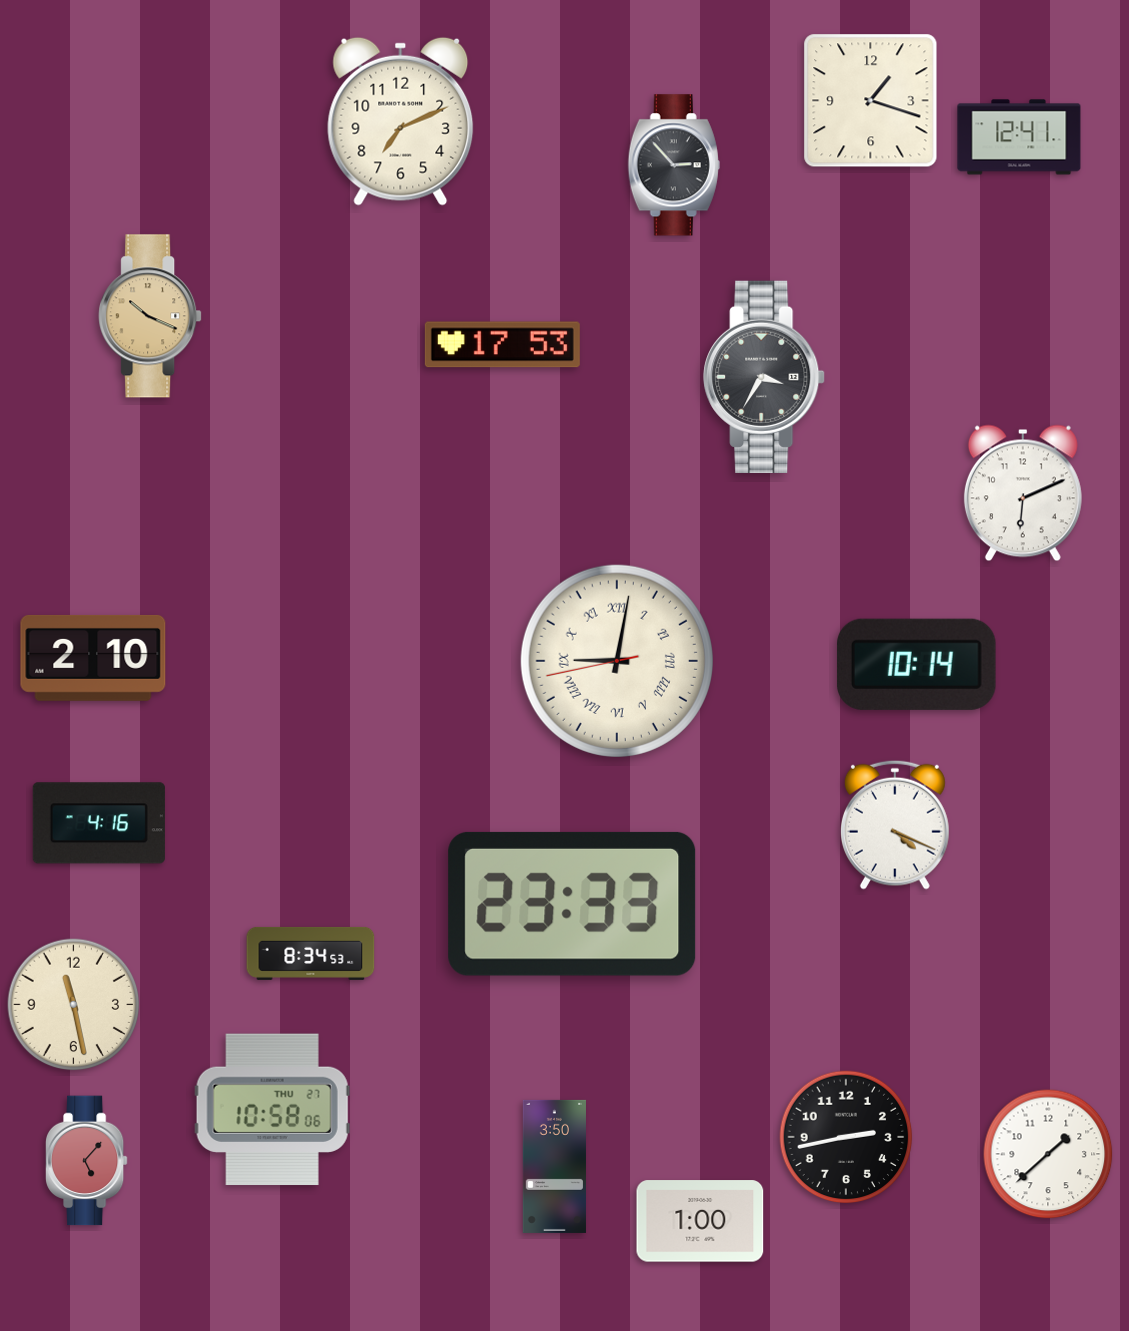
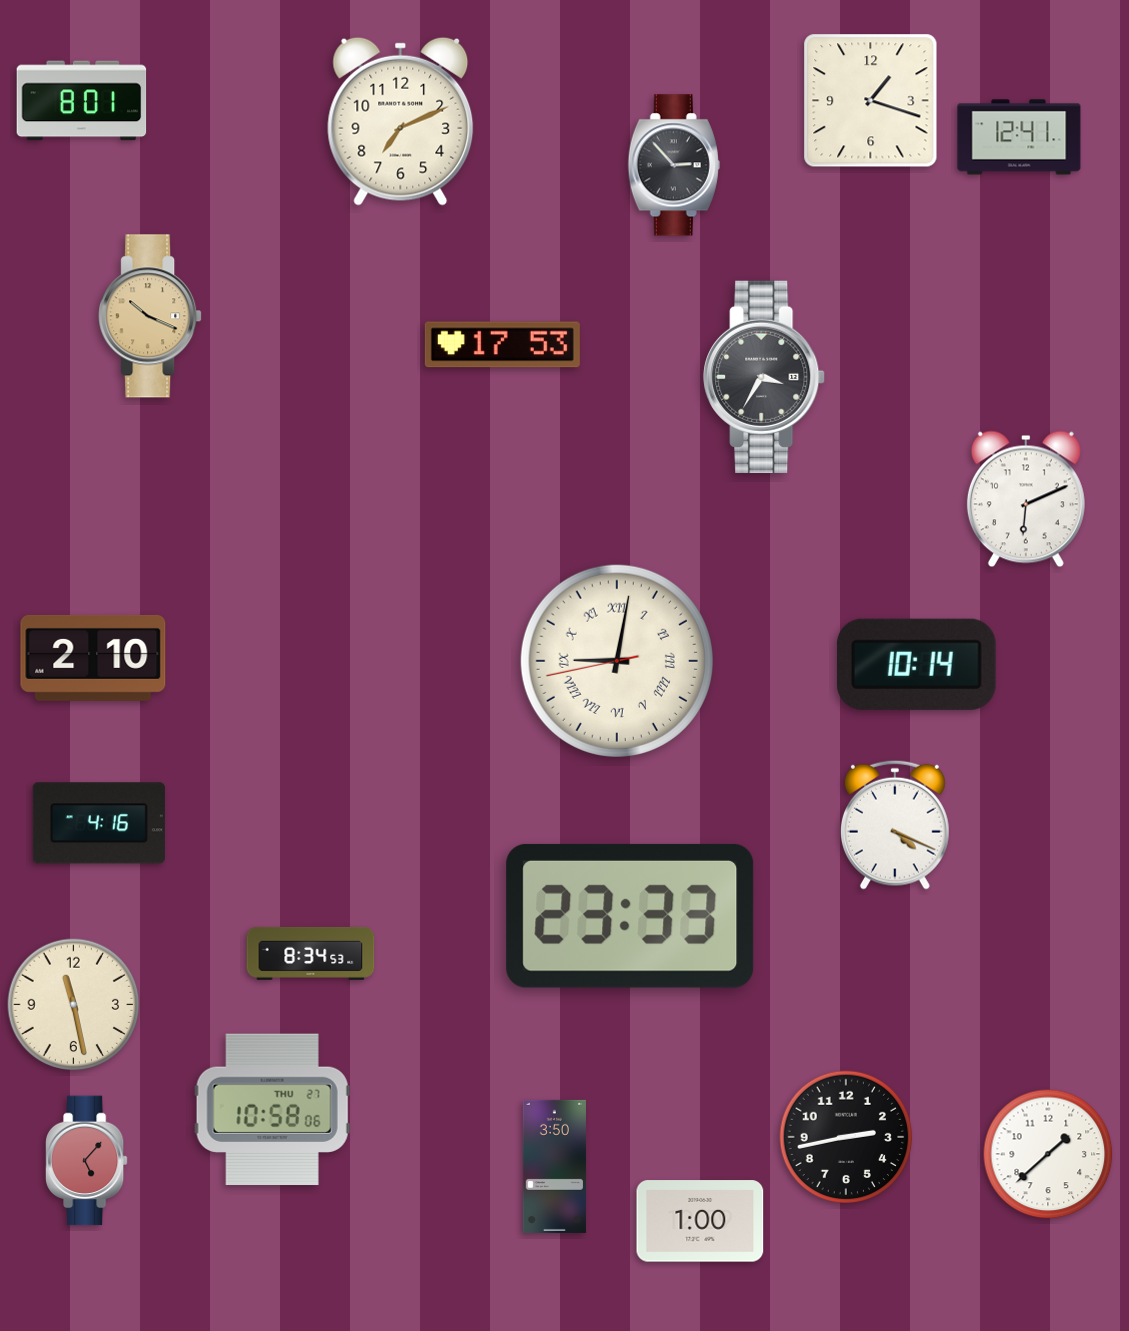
clock at (82, 101): none -> 8:01
clock at (1023, 493) position: (1023, 493) -> (1026, 499)
clock at (572, 904) position: (572, 904) -> (630, 916)
